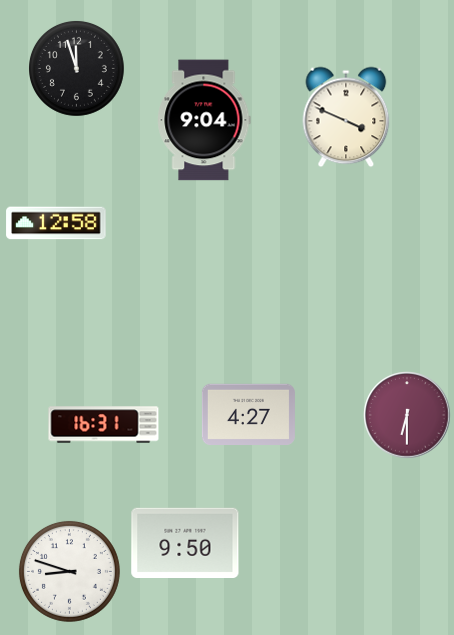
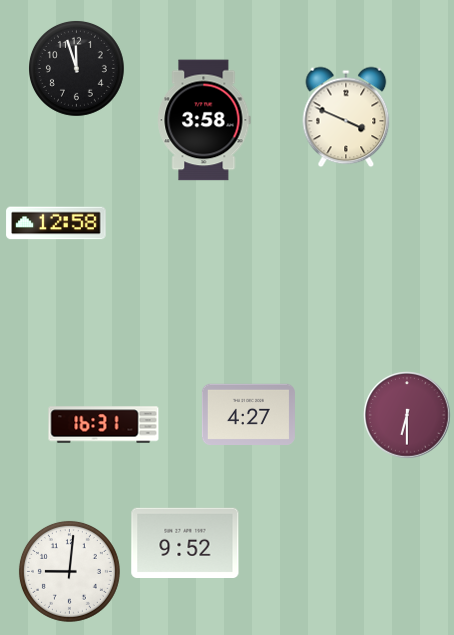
clock at (204, 120): 9:04 -> 3:58
clock at (185, 542): 9:50 -> 9:52
clock at (69, 571): 8:48 -> 9:01
